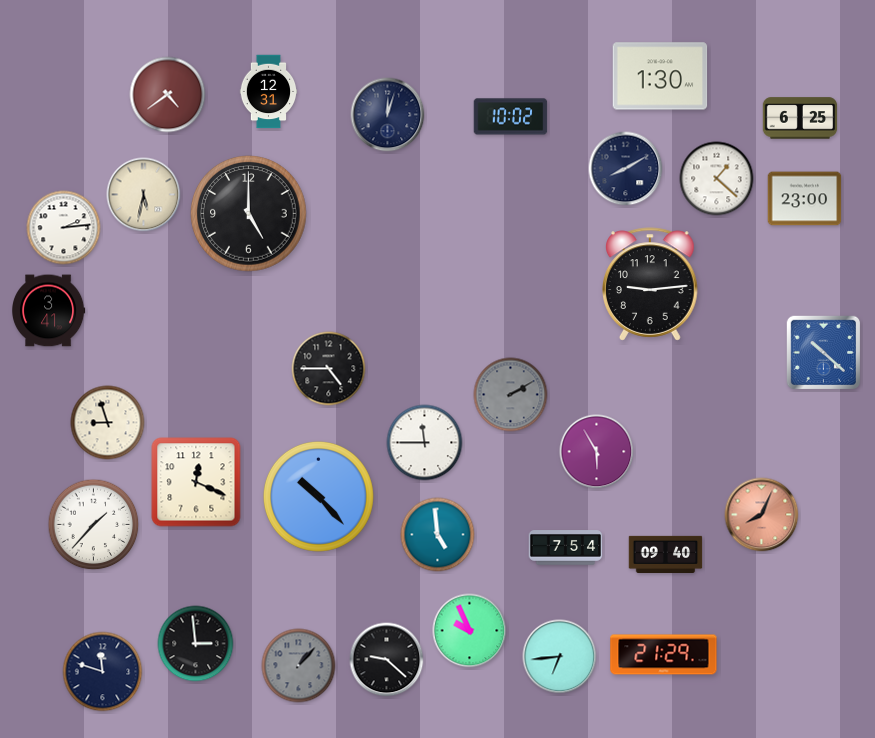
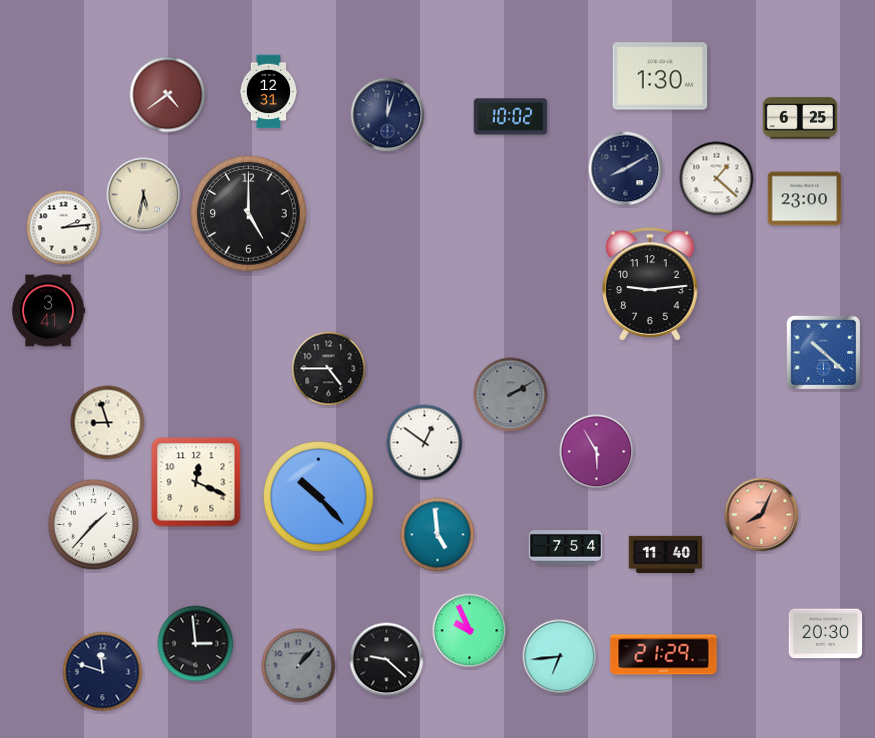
clock at (425, 443): 11:45 -> 12:51
clock at (666, 554): 09:40 -> 11:40
clock at (826, 634): none -> 20:30
